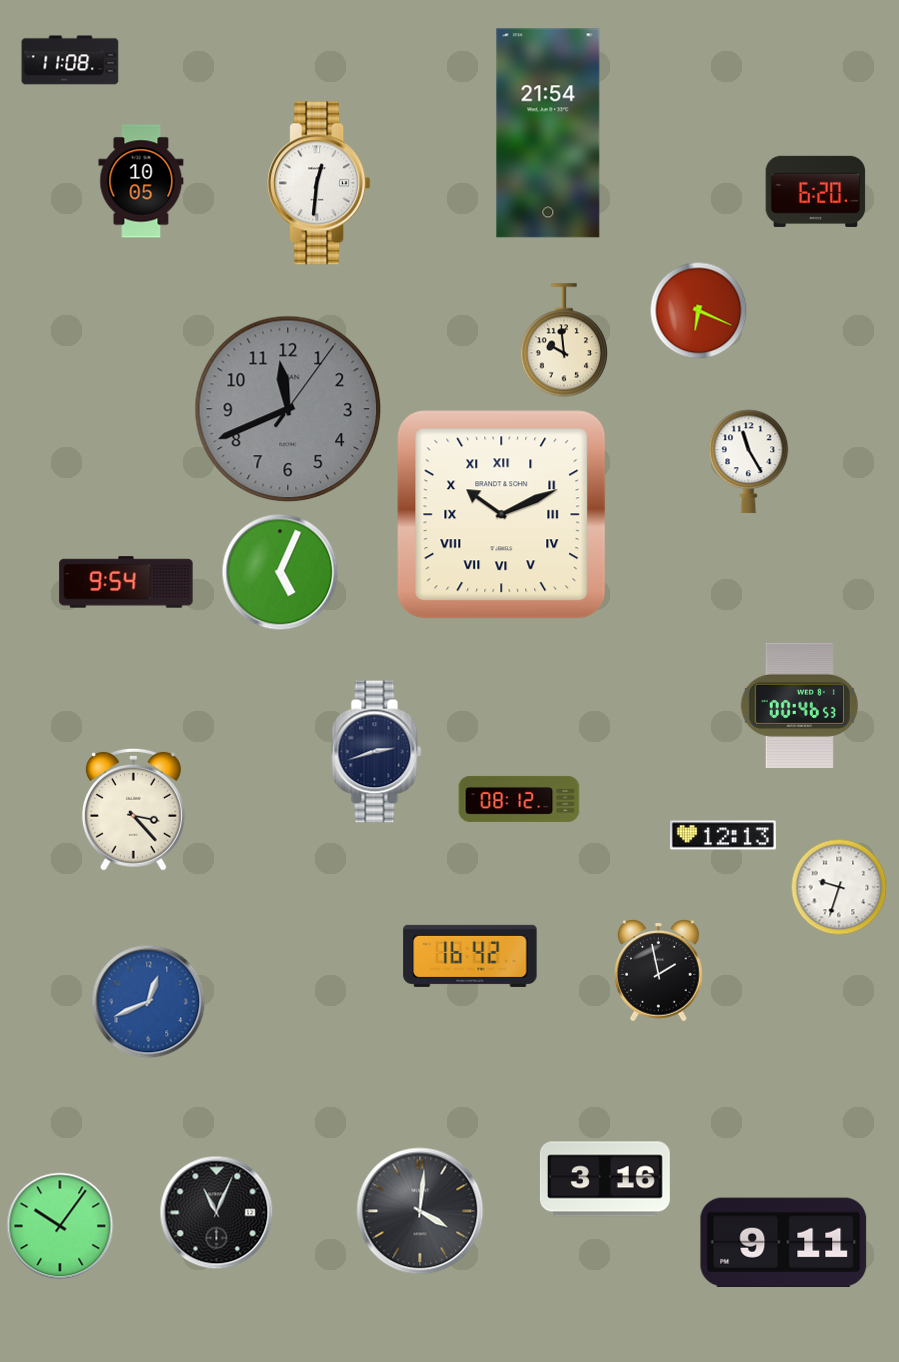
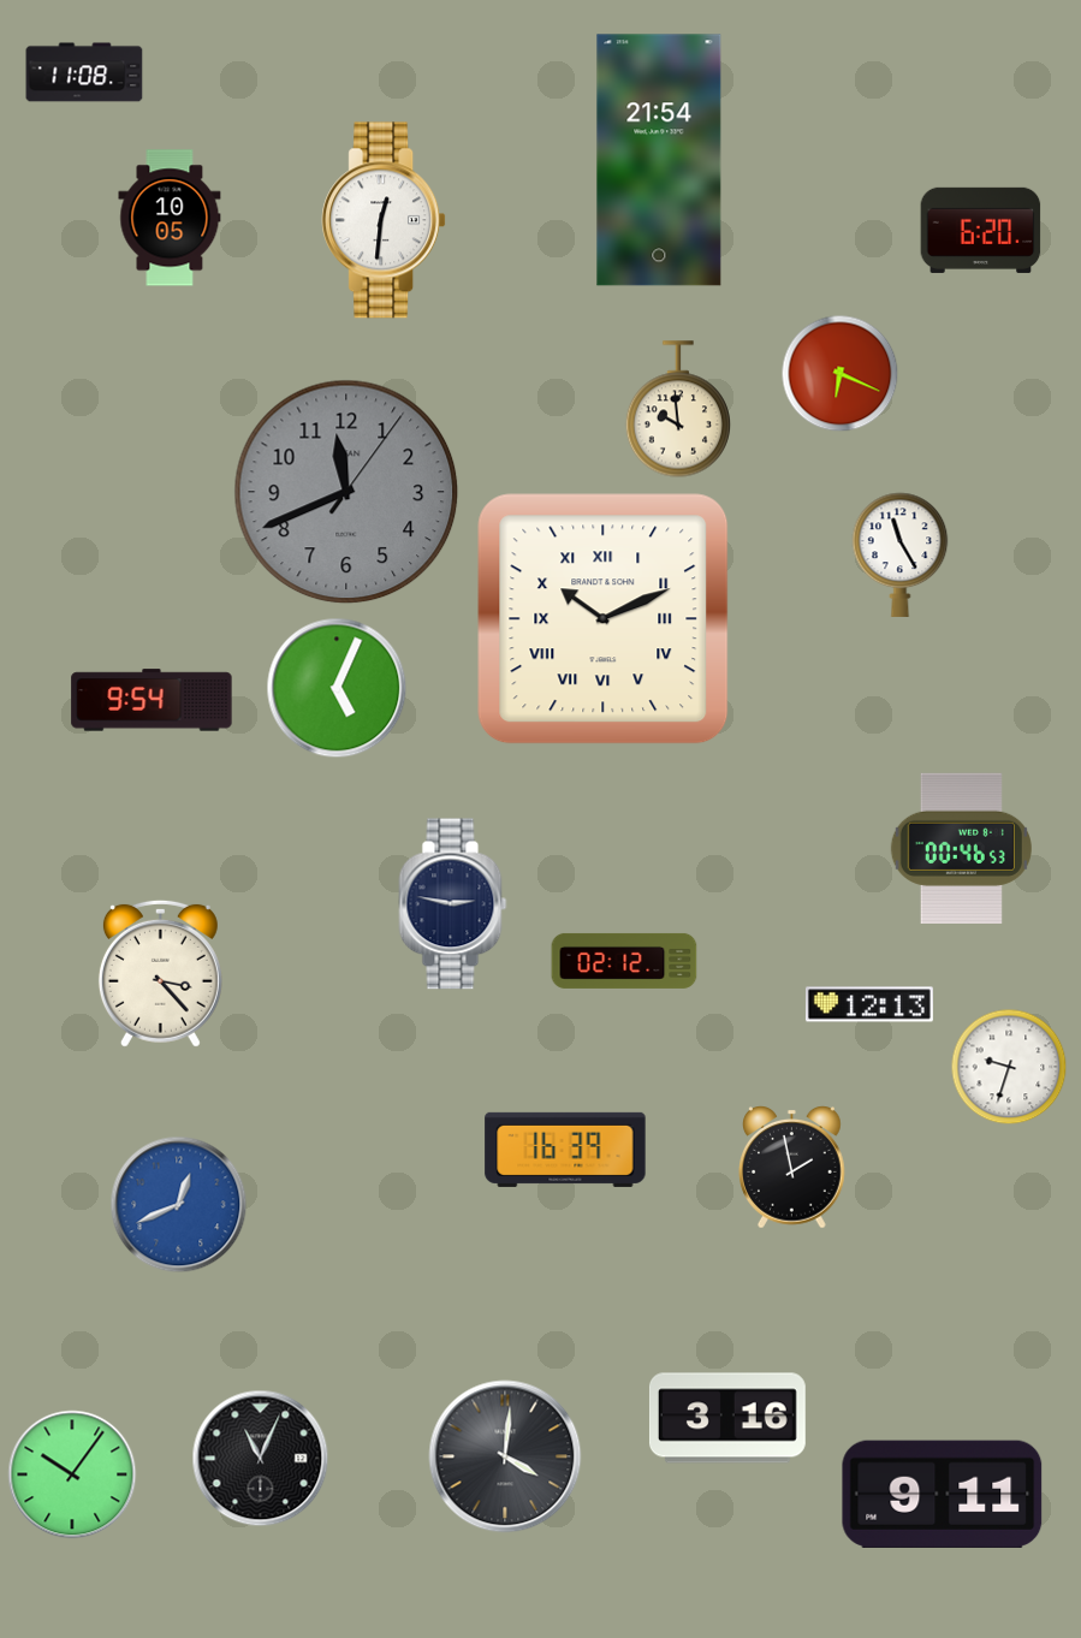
clock at (377, 752): 2:42 -> 2:47
clock at (519, 799): 08:12 -> 02:12
clock at (470, 956): 16:42 -> 16:39
